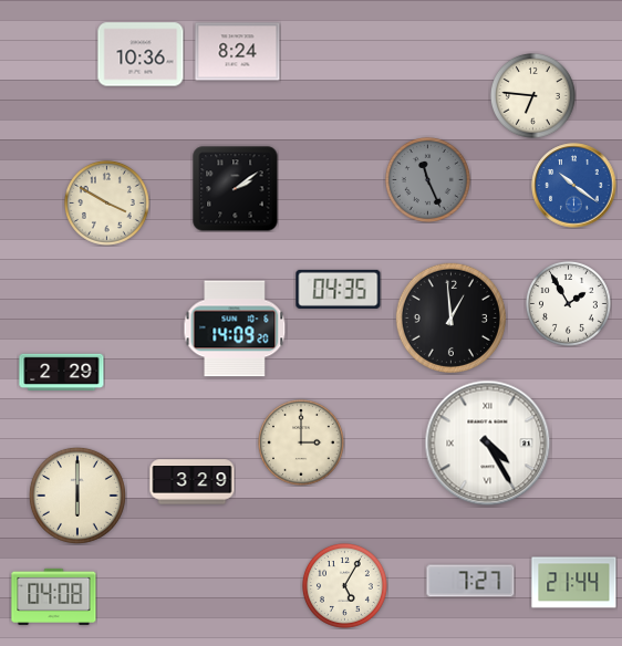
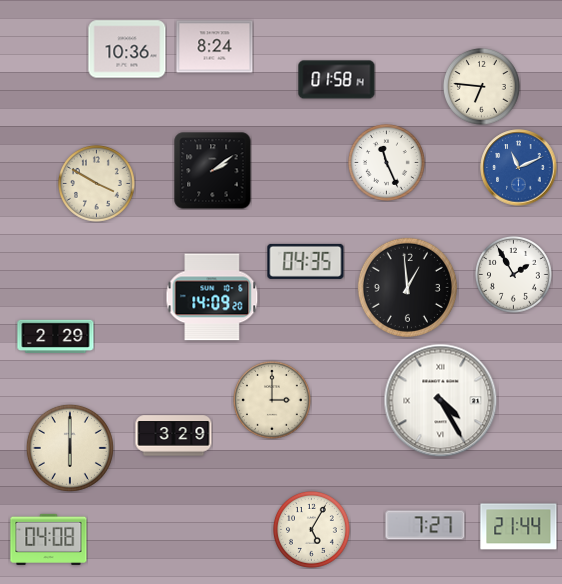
clock at (337, 80): none -> 01:58
clock at (427, 179) dial: grey -> white
clock at (574, 186): 10:21 -> 11:11
